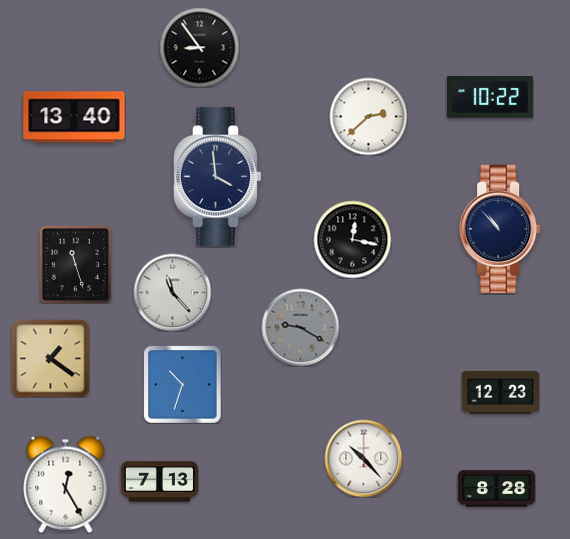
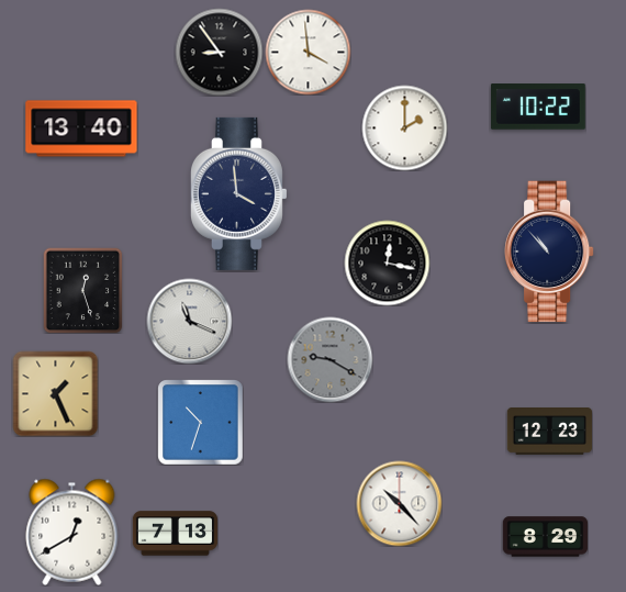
clock at (308, 52): none -> 3:59
clock at (368, 116): 2:38 -> 2:00
clock at (76, 264): 11:27 -> 12:27
clock at (172, 292): 11:23 -> 11:19
clock at (50, 358): 1:21 -> 1:26
clock at (159, 482) position: (159, 482) -> (175, 534)
clock at (66, 484): 12:25 -> 12:40
clock at (496, 489): 8:28 -> 8:29
